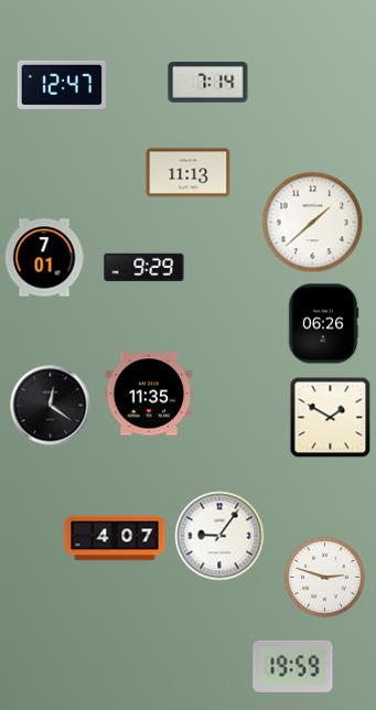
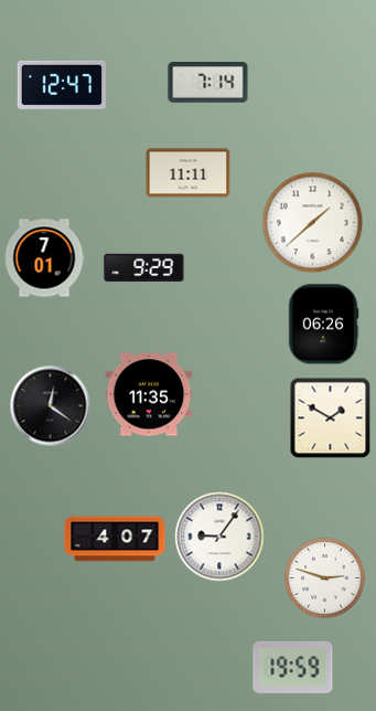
clock at (189, 173): 11:13 -> 11:11
